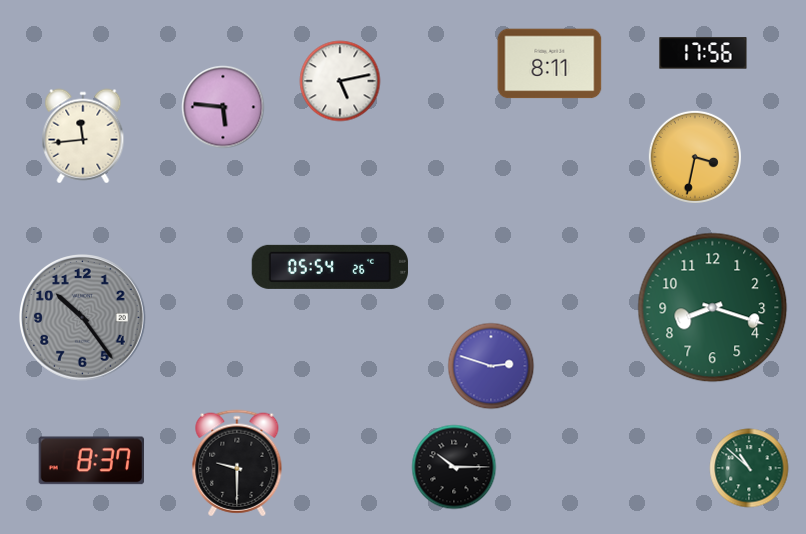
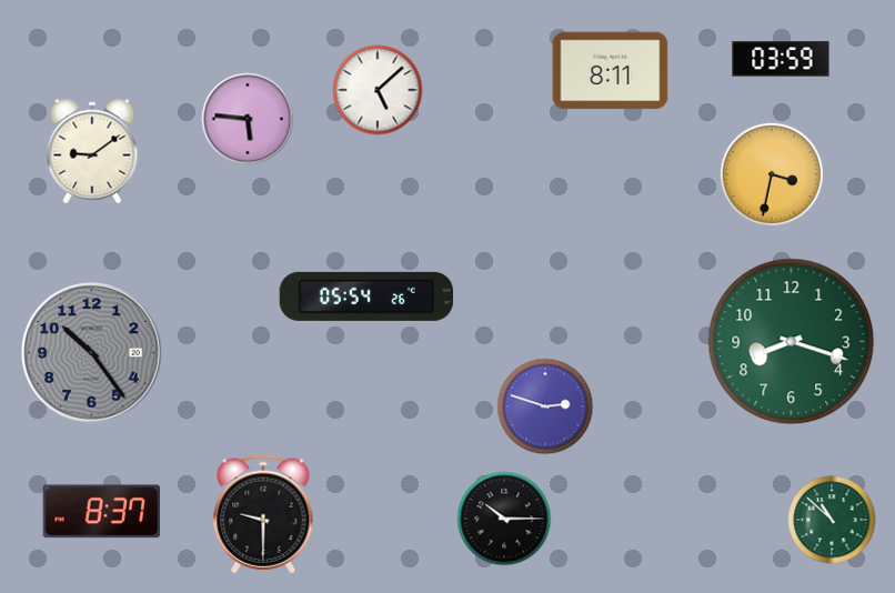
clock at (703, 53): 17:56 -> 03:59
clock at (340, 81): 5:13 -> 5:08
clock at (83, 136): 11:44 -> 9:09
